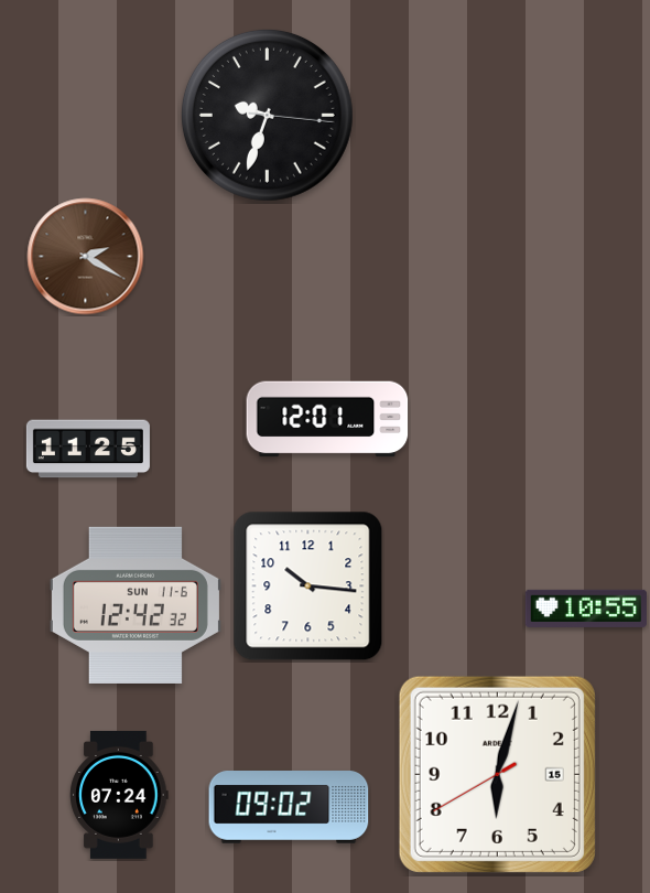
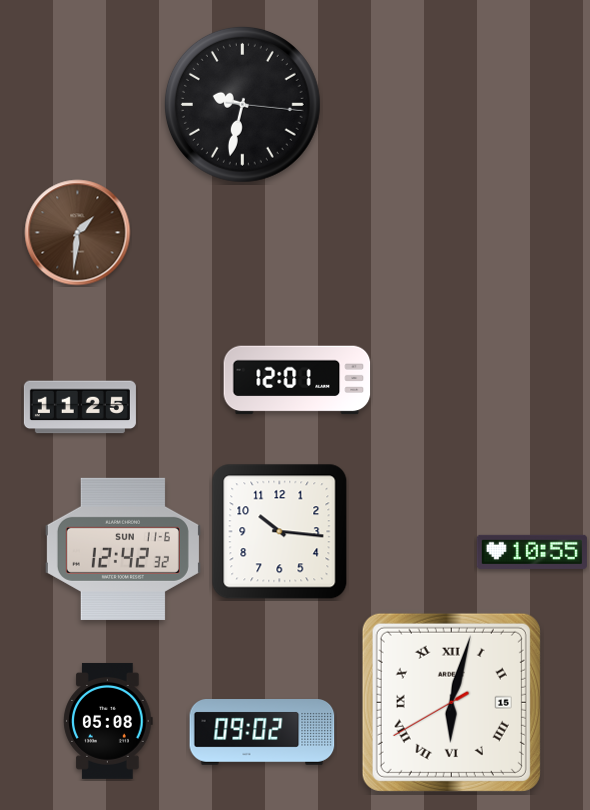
clock at (267, 115): 9:33 -> 9:32
clock at (86, 257): 2:20 -> 1:31
clock at (497, 774) numerals: Arabic -> Roman
clock at (119, 795): 07:24 -> 05:08
